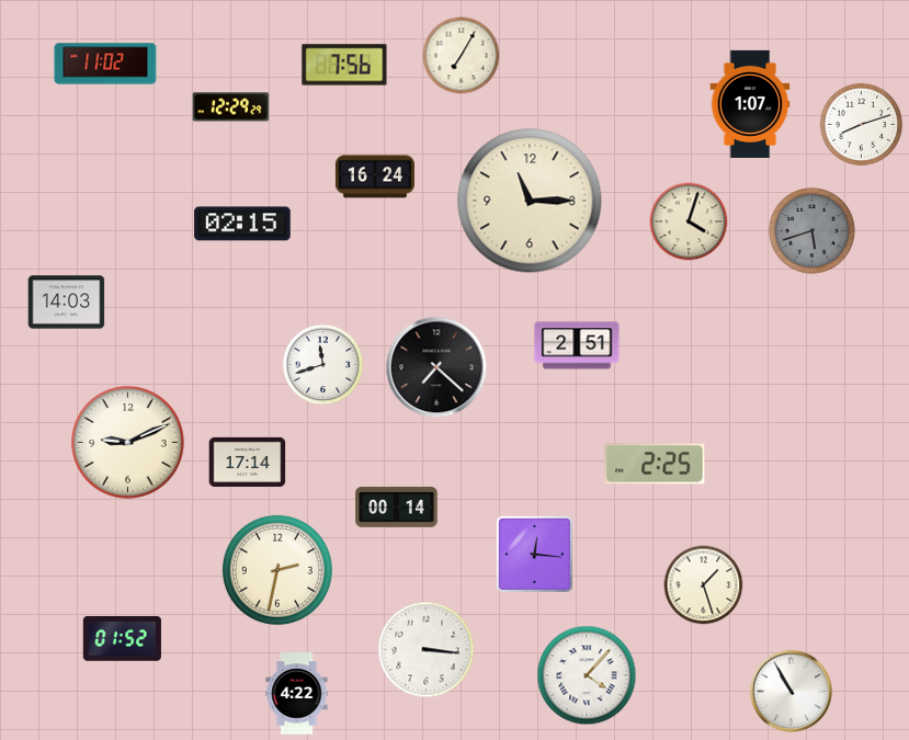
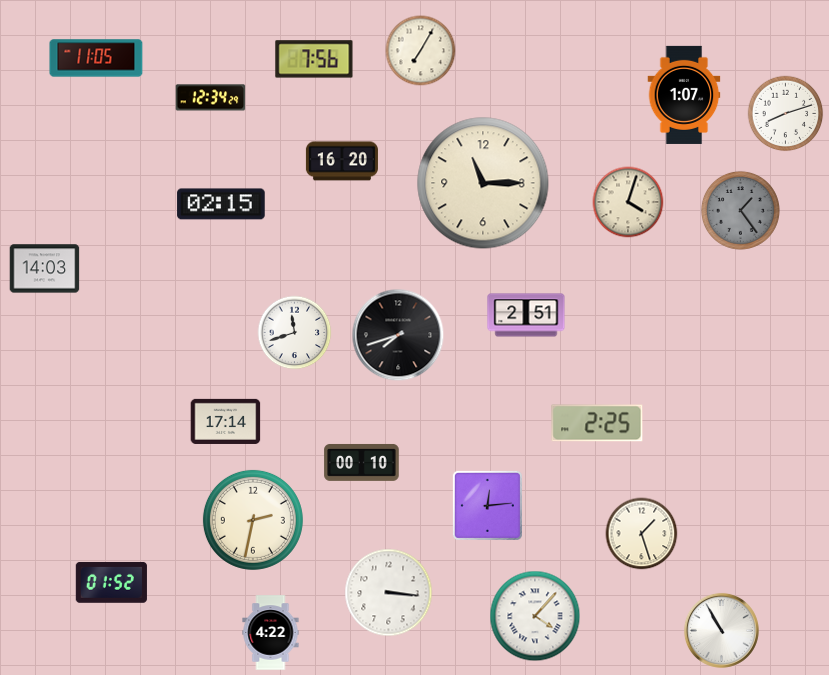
clock at (105, 64): 11:02 -> 11:05
clock at (231, 107): 12:29 -> 12:34
clock at (375, 177): 16:24 -> 16:20
clock at (811, 230): 5:42 -> 1:24
clock at (67, 303) position: (67, 303) -> (45, 269)
clock at (436, 367): 7:22 -> 7:42
clock at (128, 443): 9:11 -> none
clock at (397, 506): 00:14 -> 00:10
clock at (534, 554): 12:16 -> 12:14
